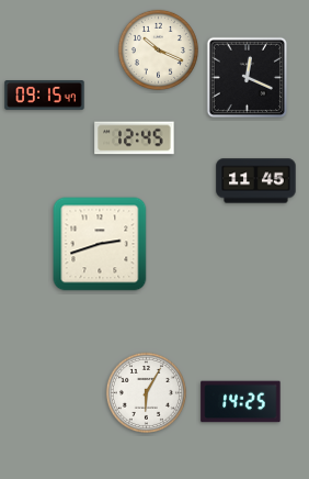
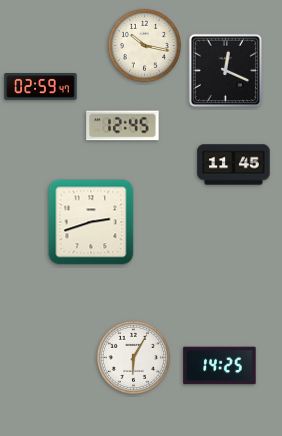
clock at (158, 49): 10:19 -> 10:17
clock at (45, 96): 09:15 -> 02:59
